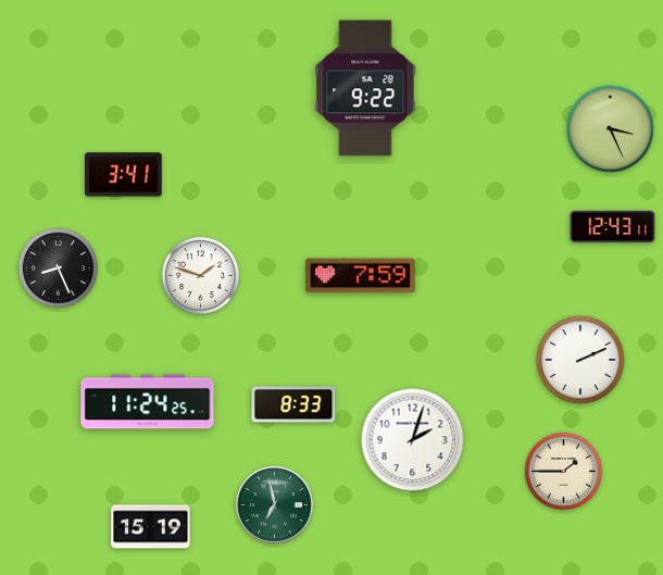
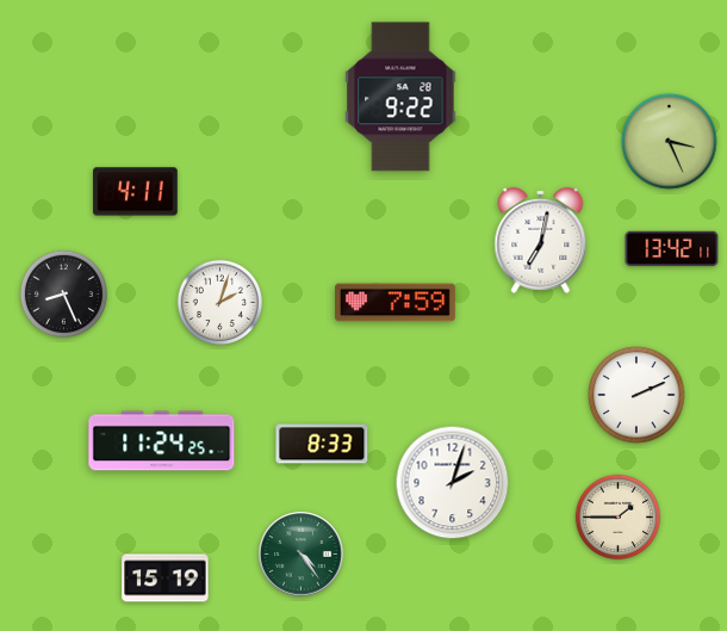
clock at (124, 175): 3:41 -> 4:11
clock at (541, 240): none -> 7:02
clock at (613, 227): 12:43 -> 13:42
clock at (200, 275): 1:48 -> 2:03
clock at (275, 505): 6:58 -> 4:24
